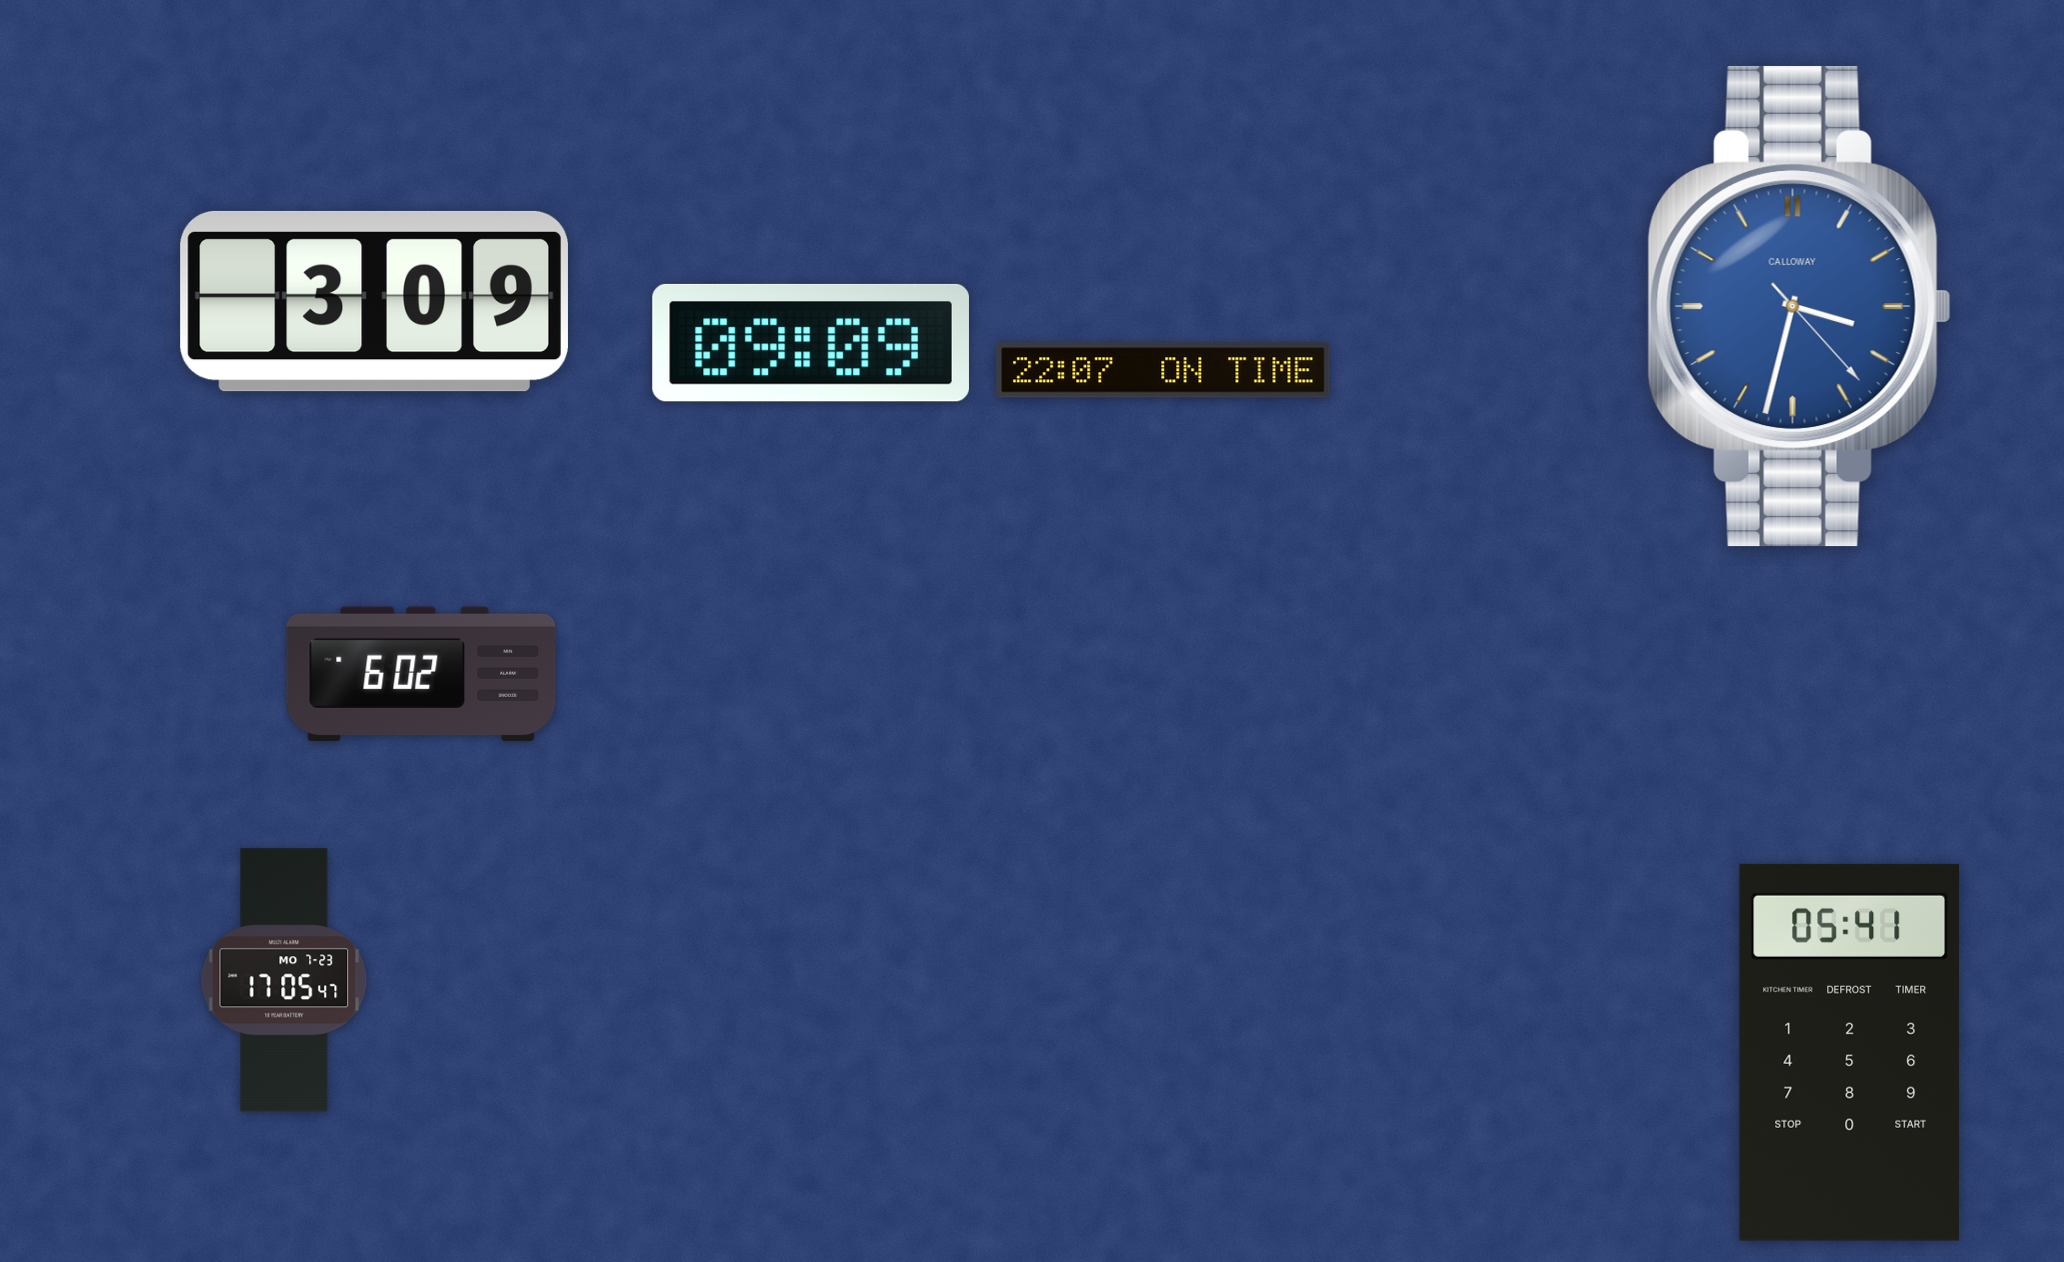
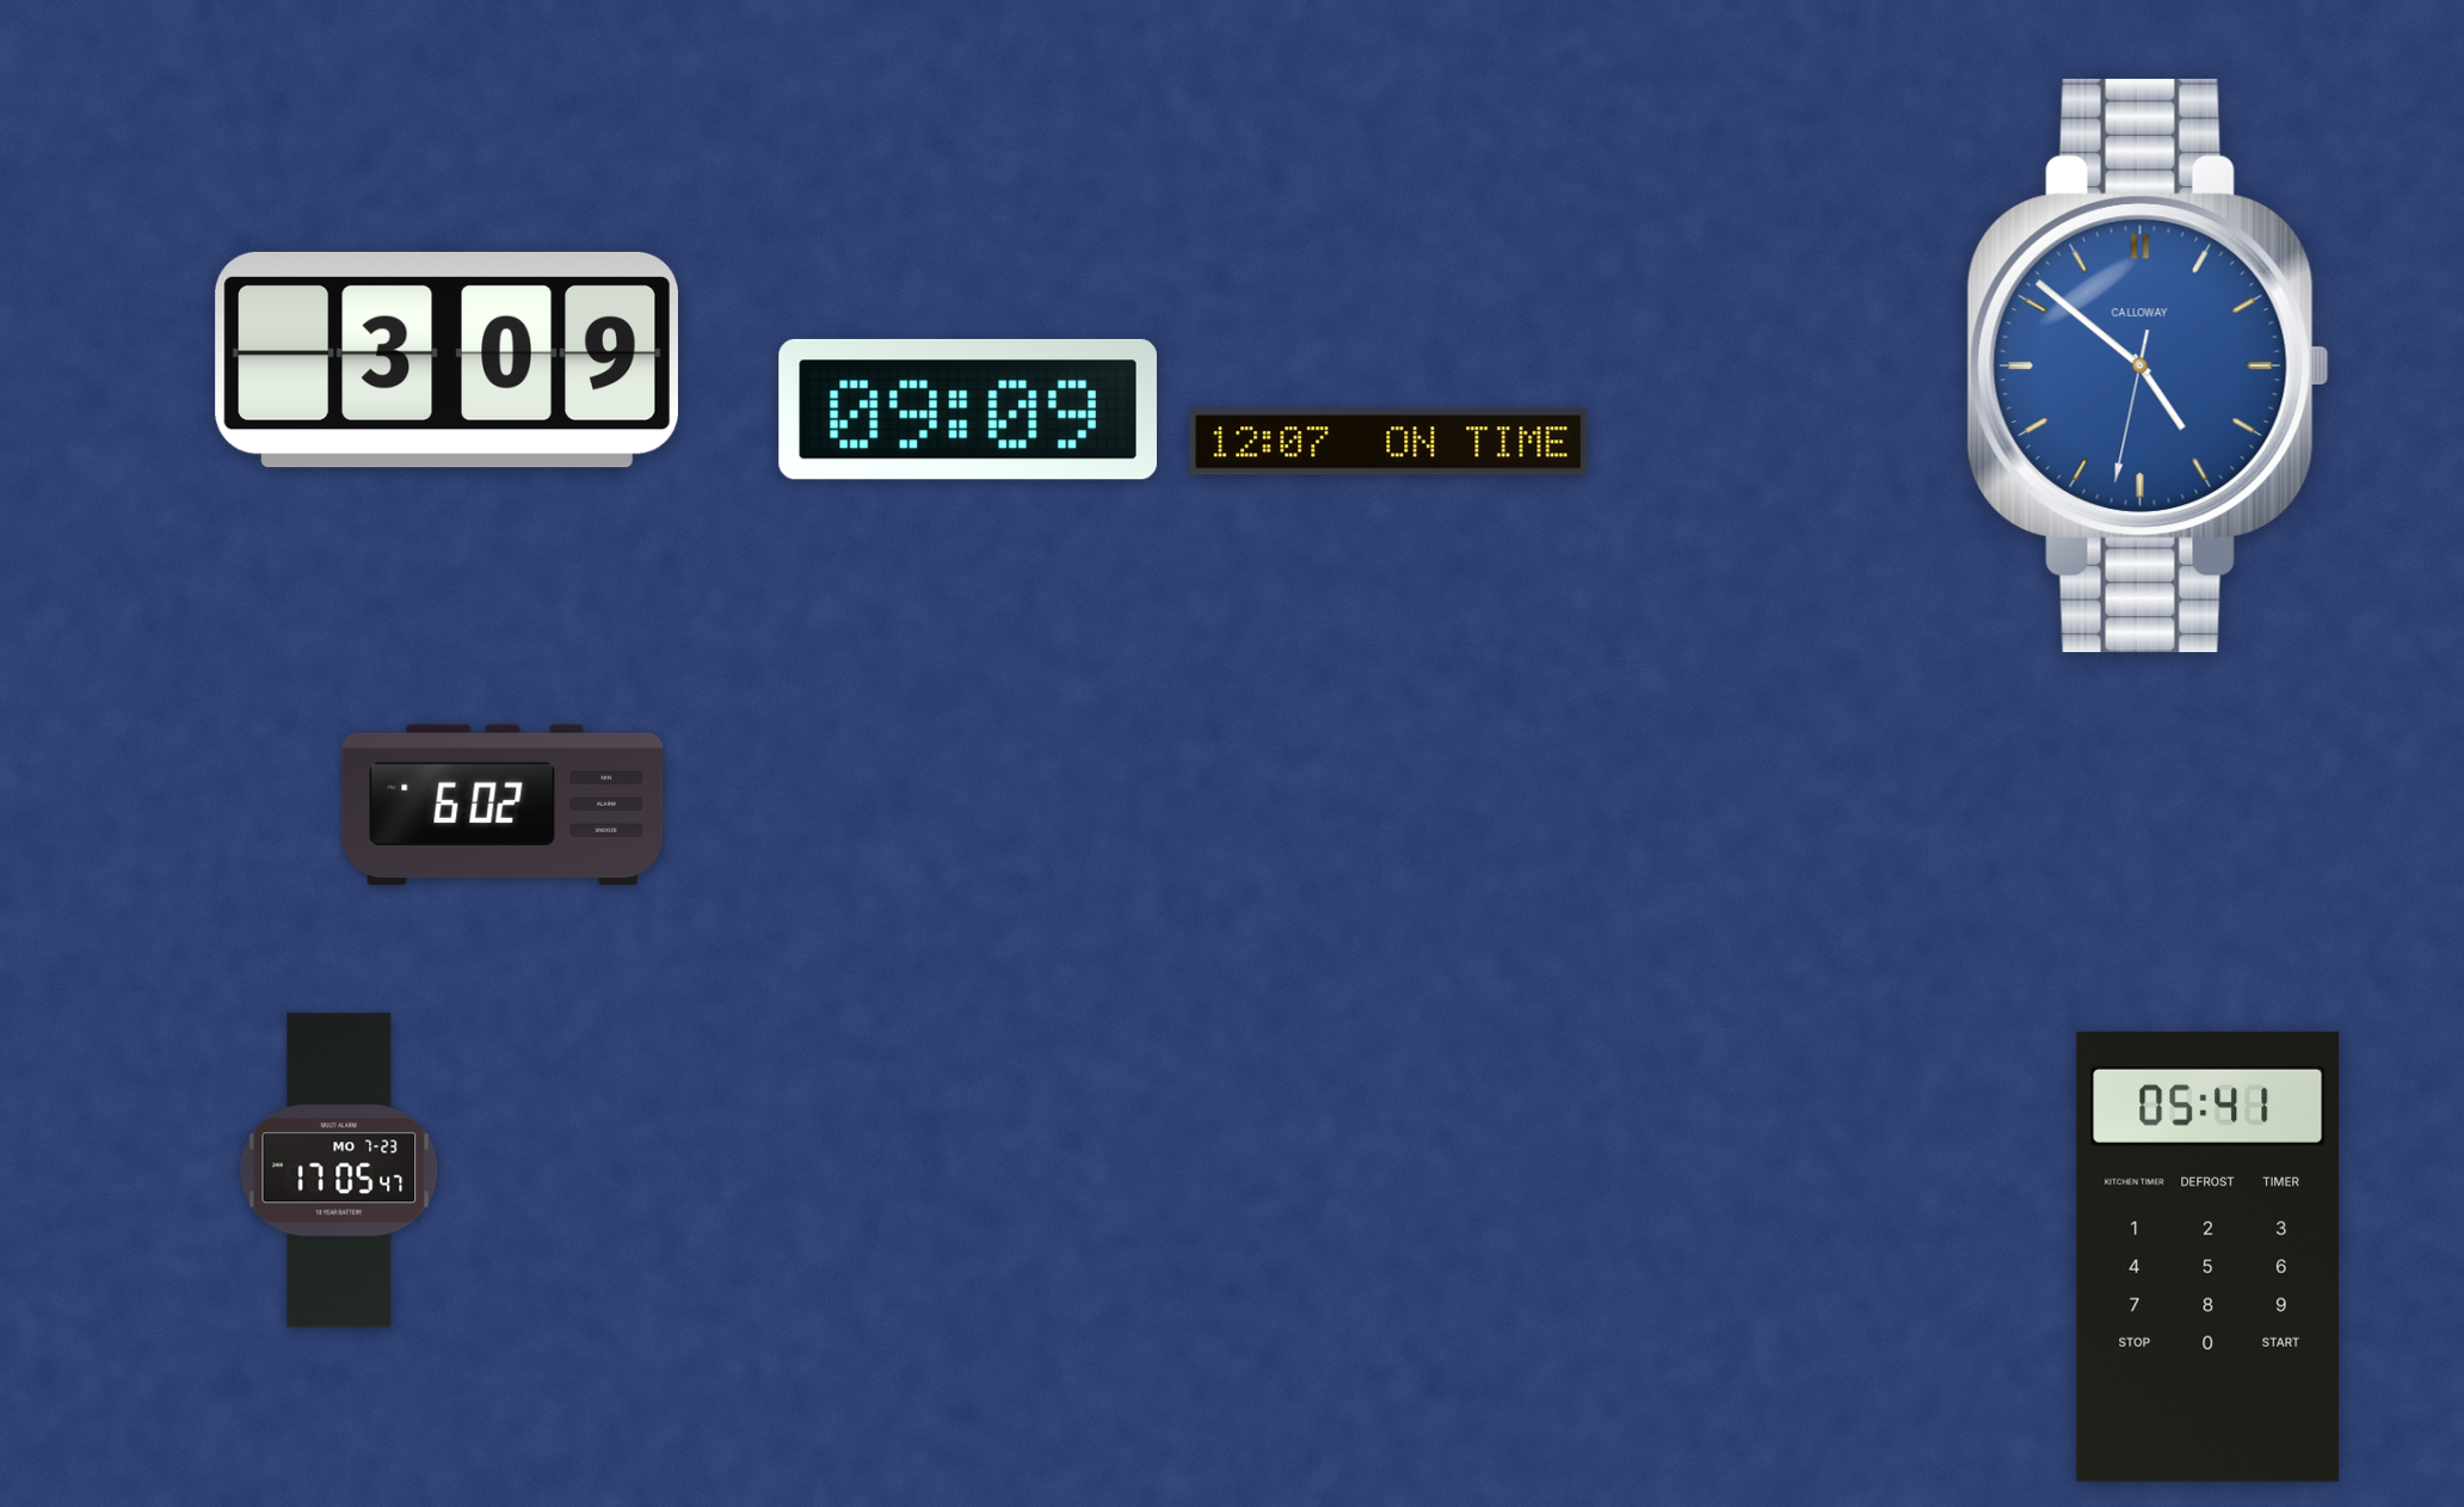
clock at (1799, 306): 3:32 -> 4:51
clock at (1163, 370): 22:07 -> 12:07
